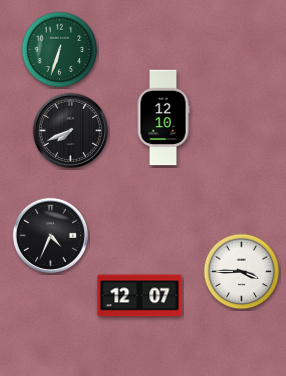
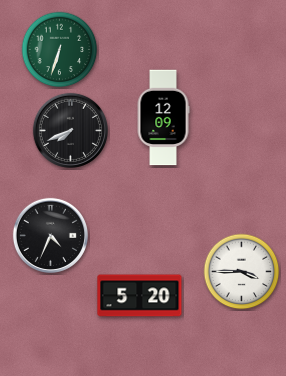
clock at (163, 118): 12:10 -> 12:09
clock at (140, 296): 12:07 -> 5:20
